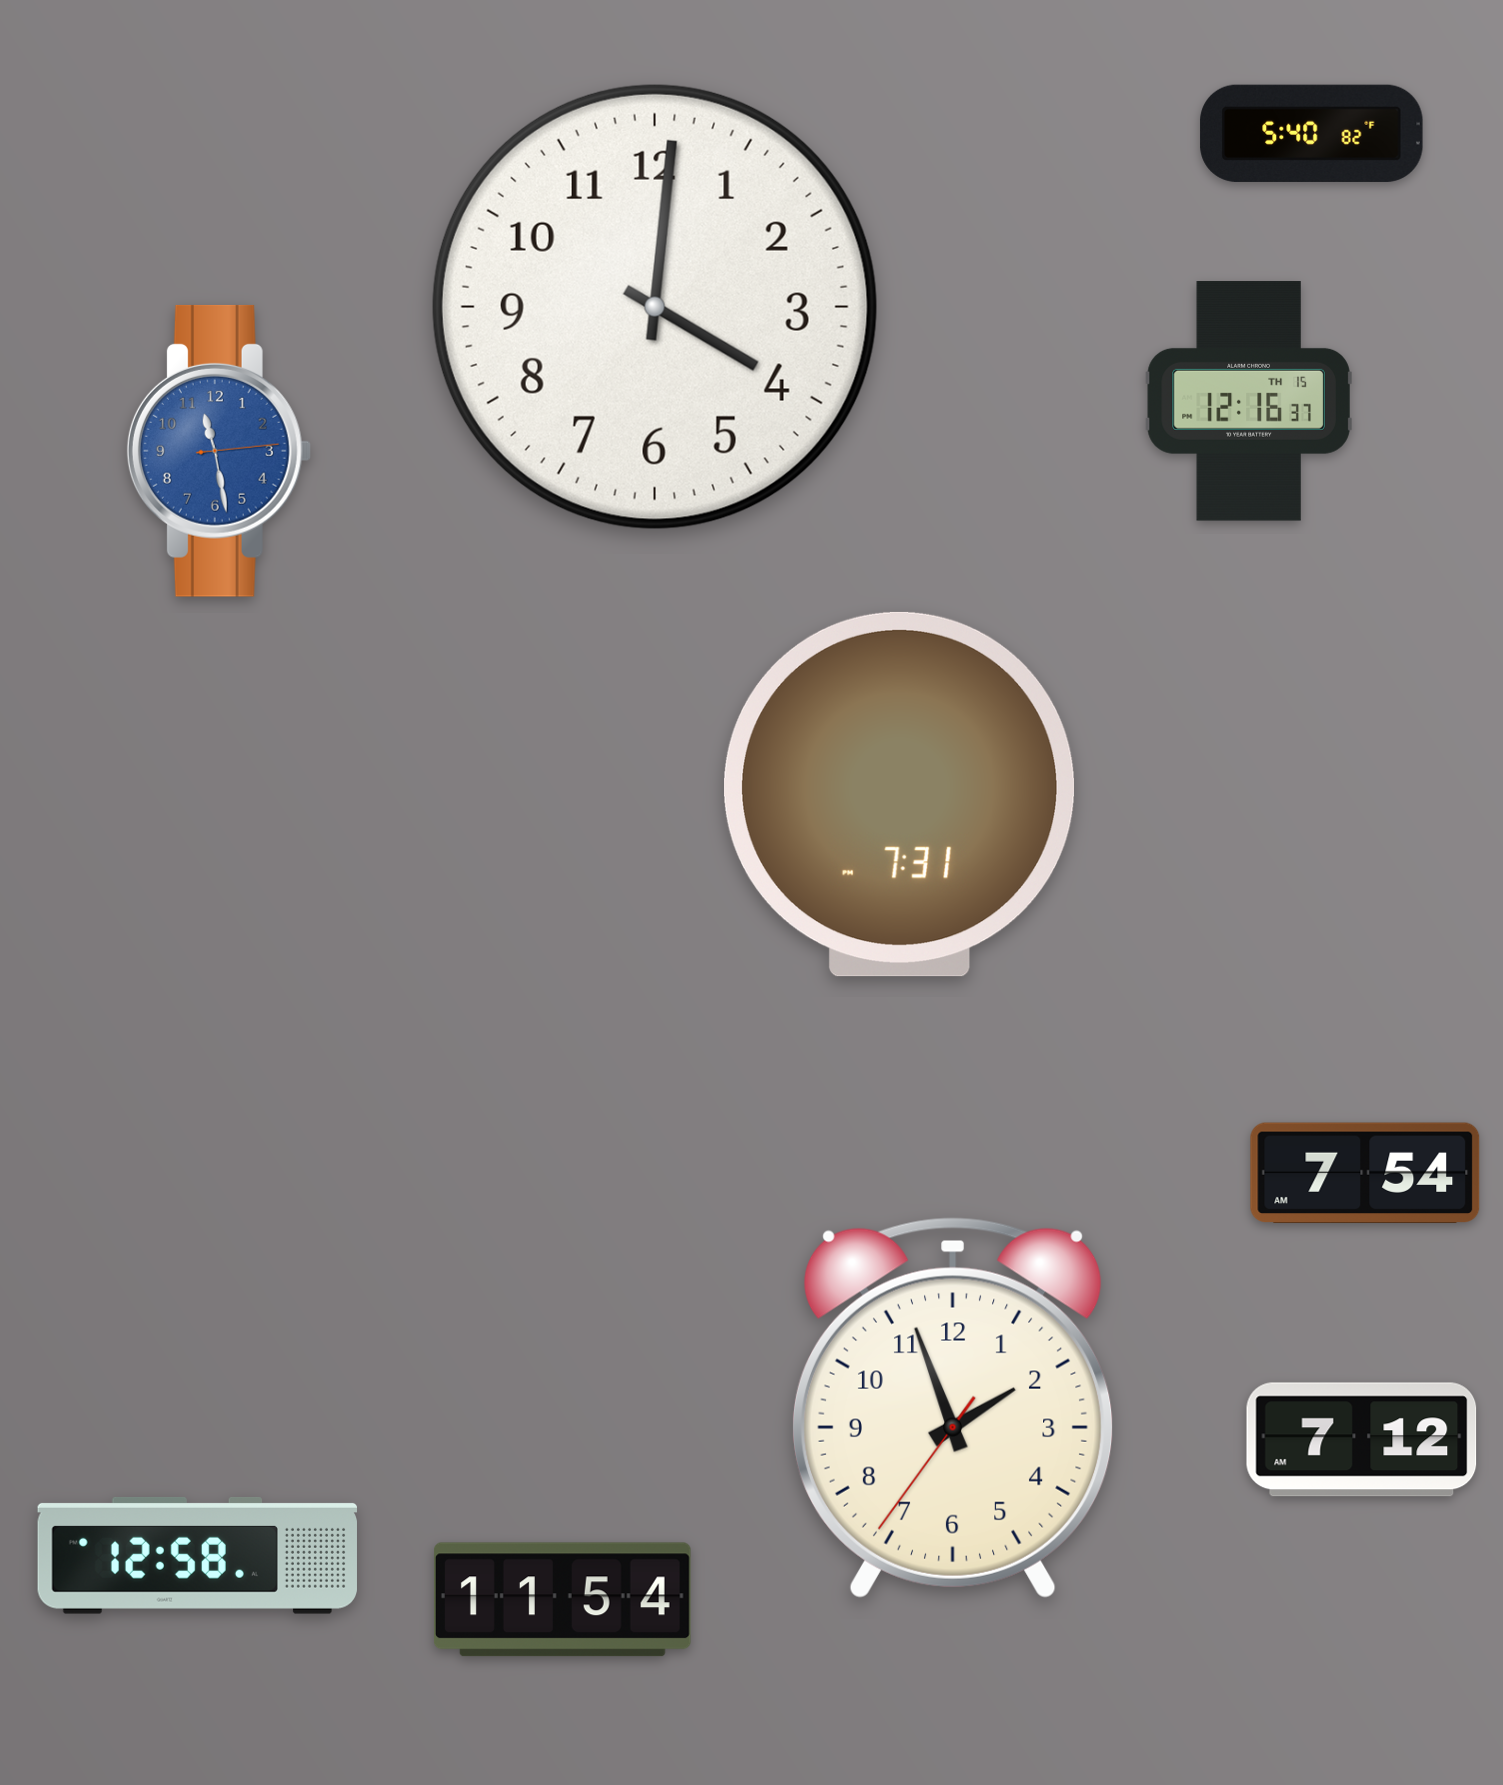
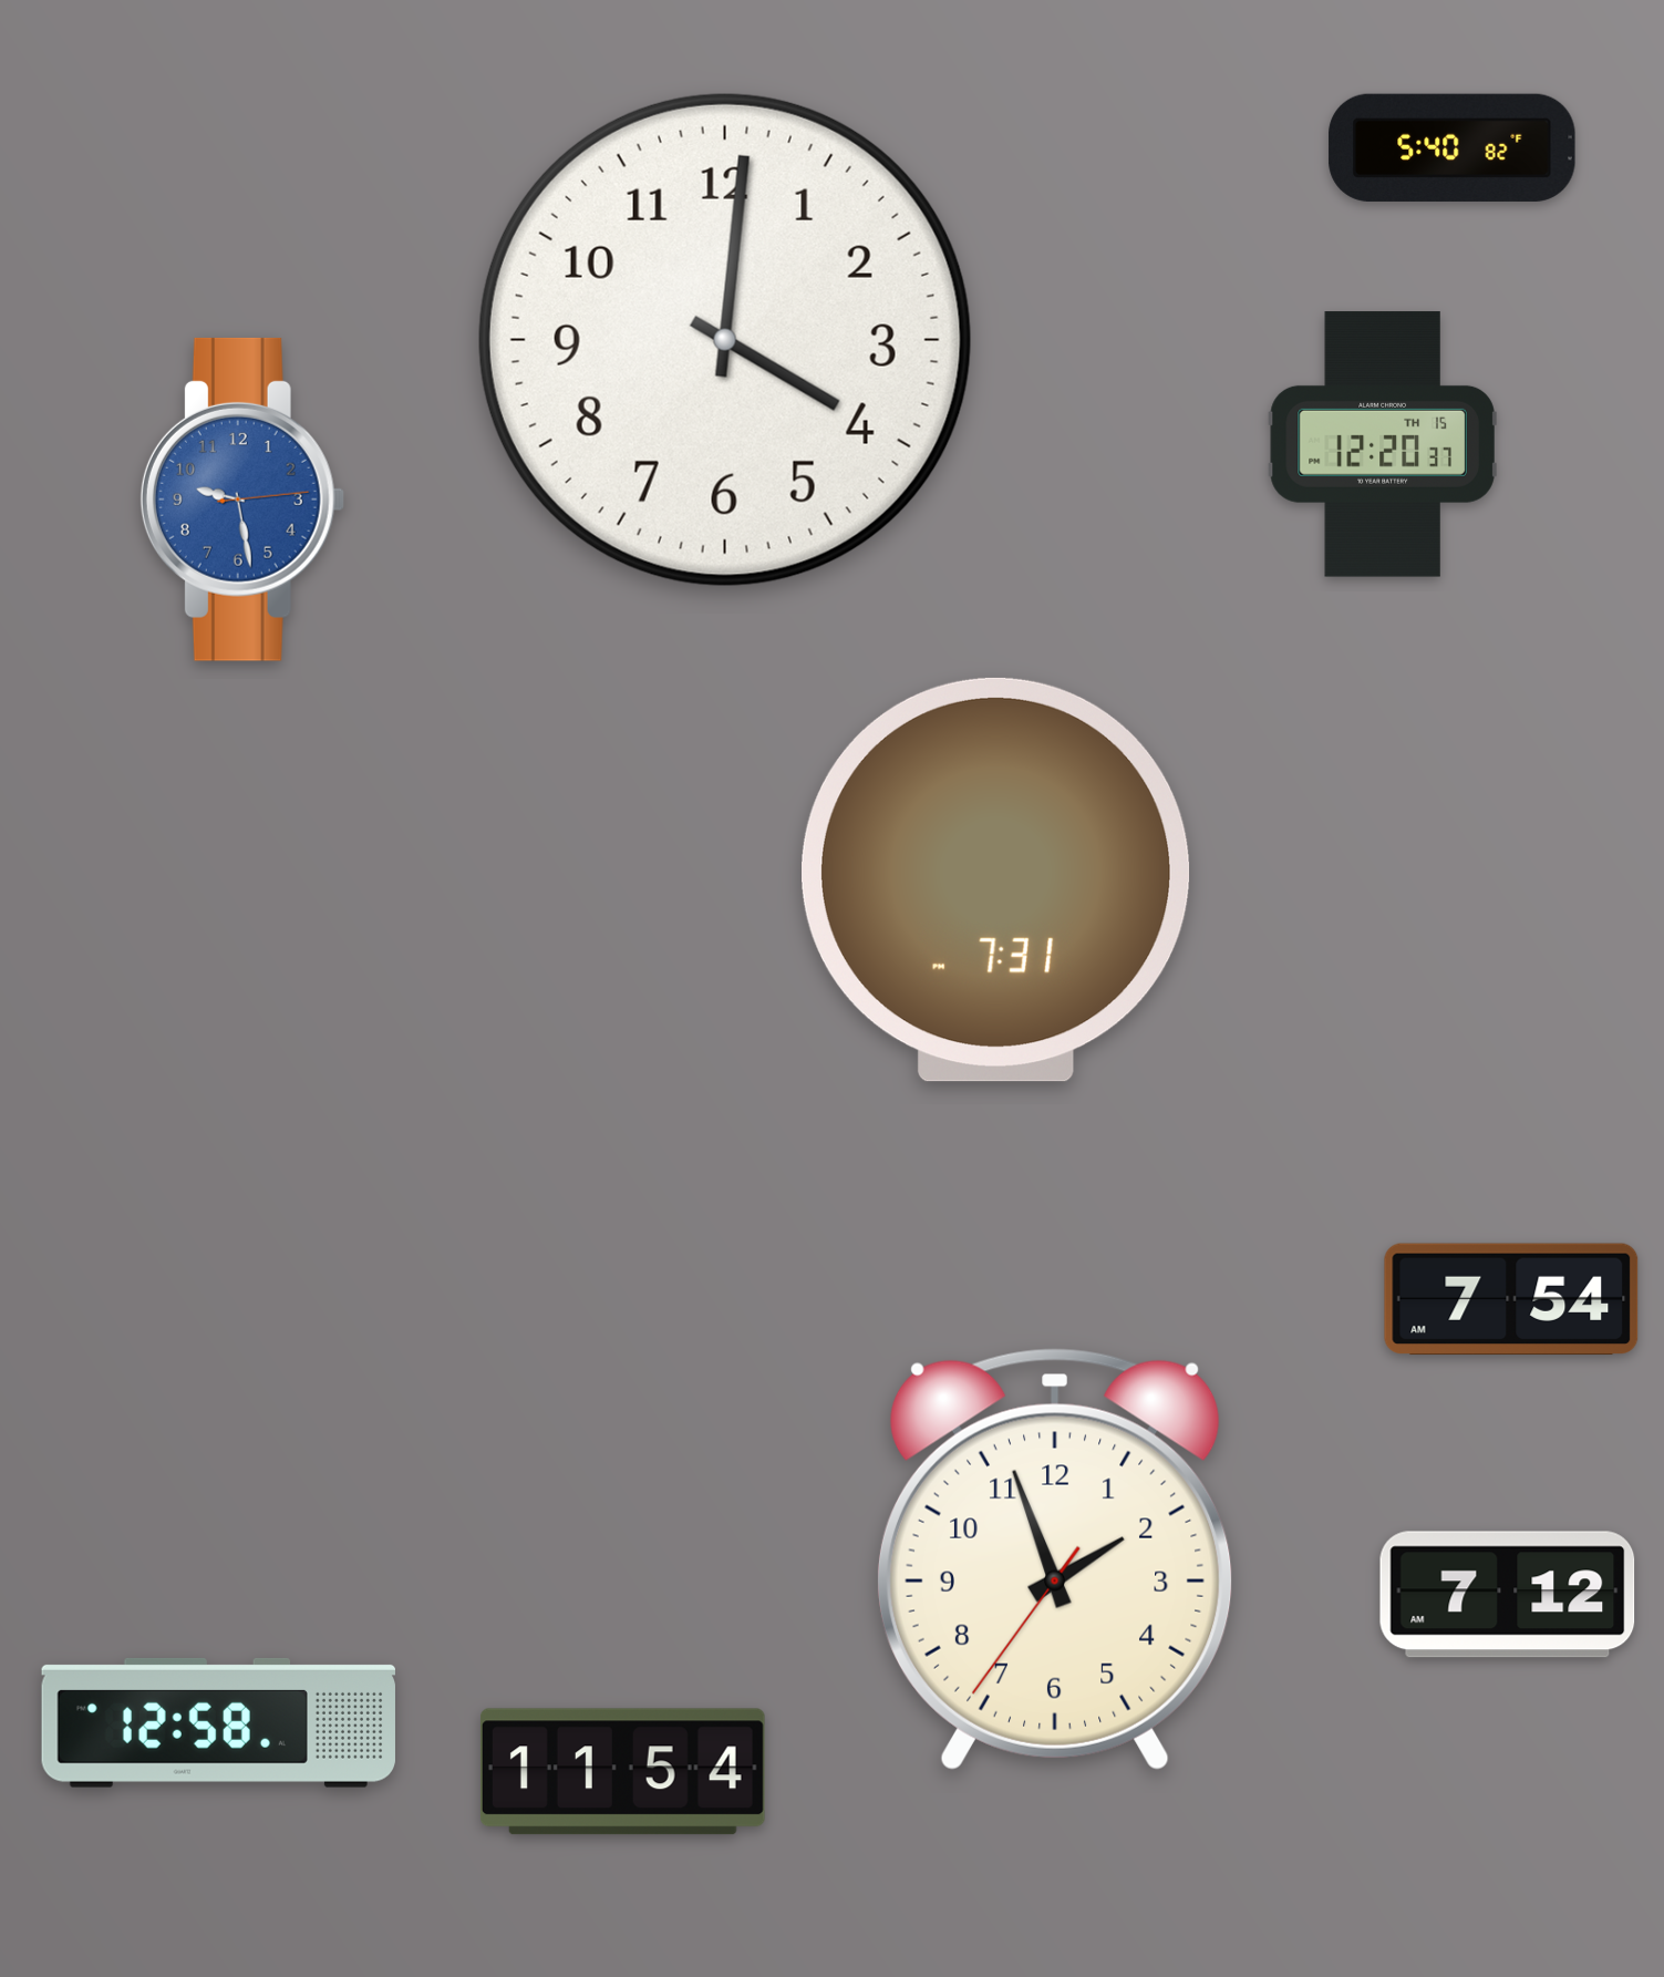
clock at (1249, 401): 12:16 -> 12:20
clock at (219, 451): 11:28 -> 9:28
